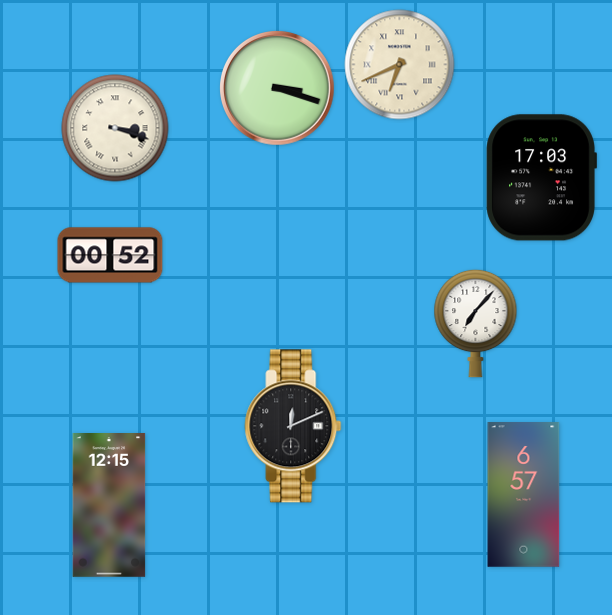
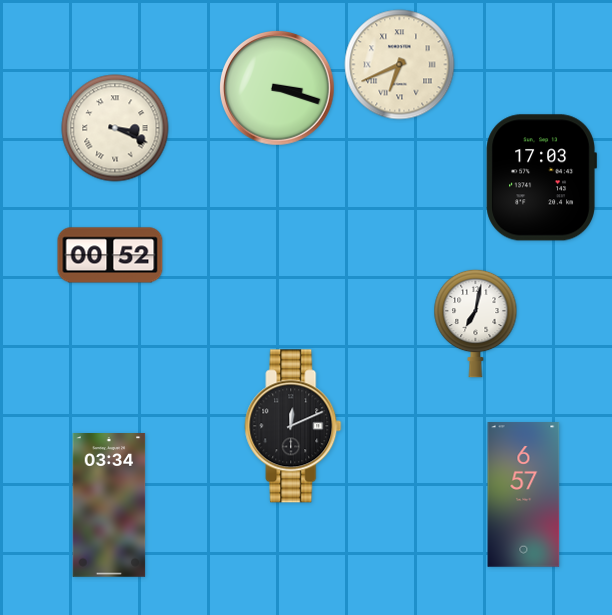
clock at (115, 128): 3:18 -> 3:19
clock at (476, 323): 7:07 -> 7:02
clock at (109, 506): 12:15 -> 03:34
